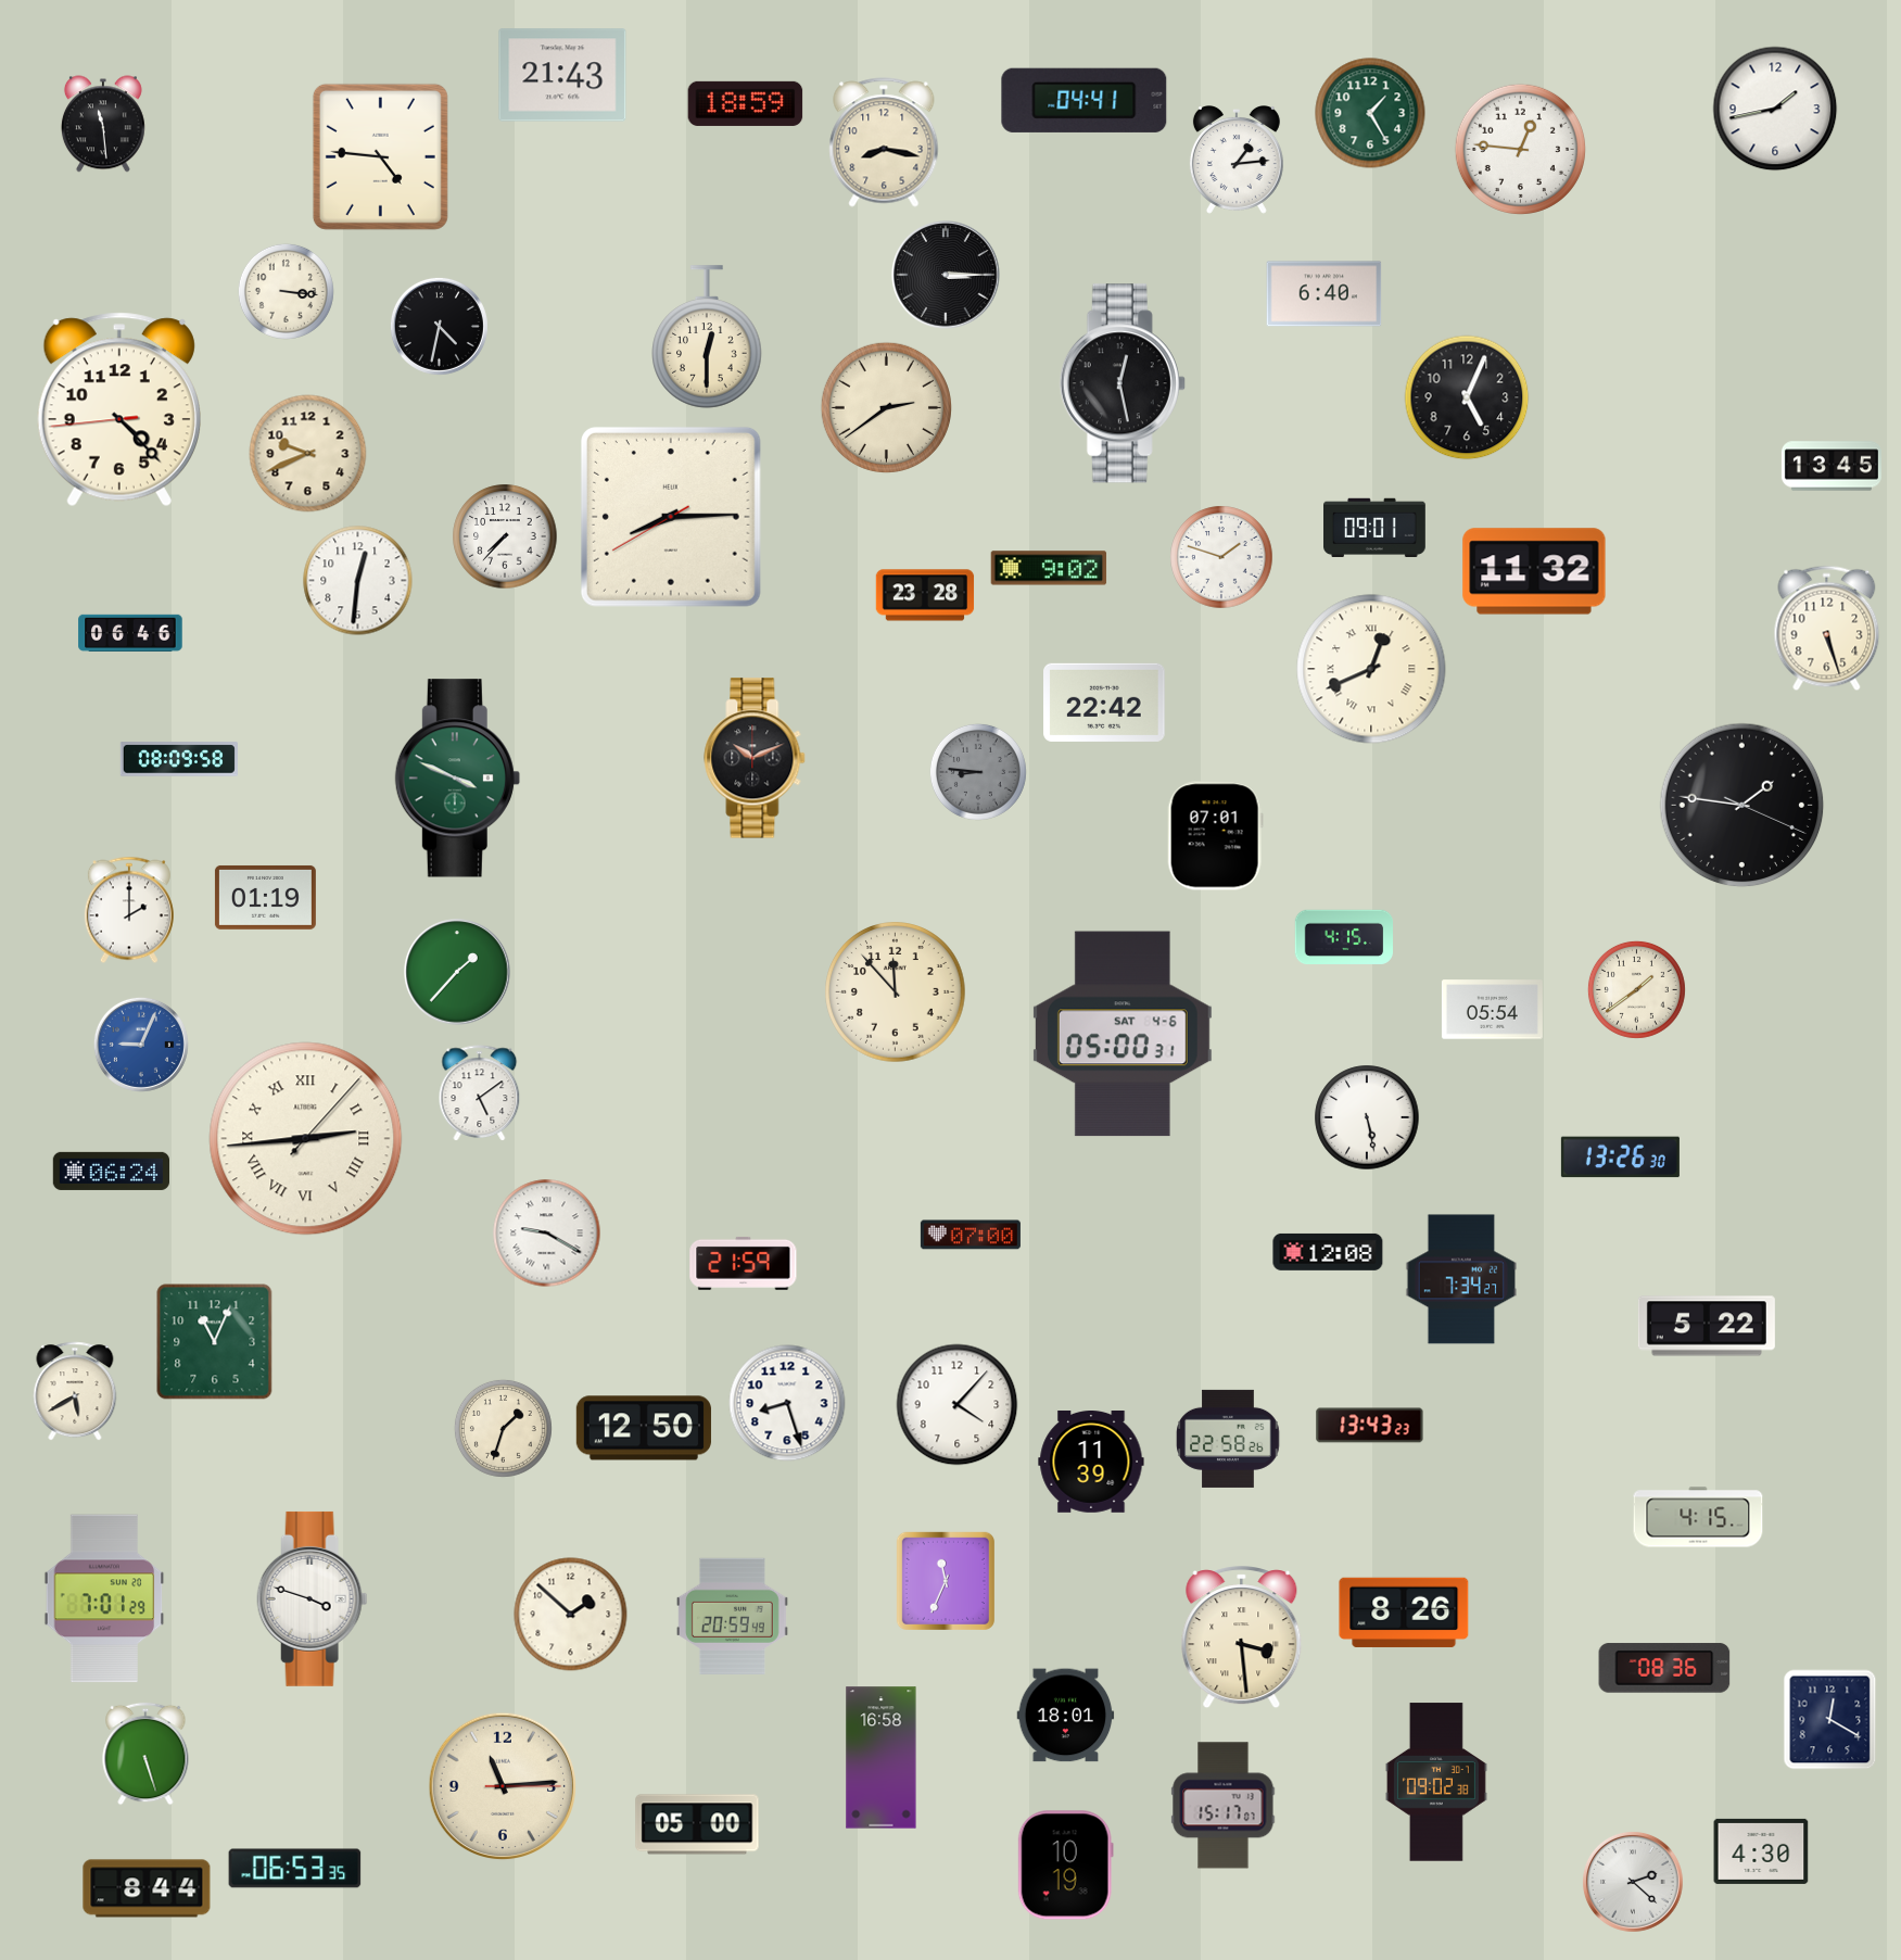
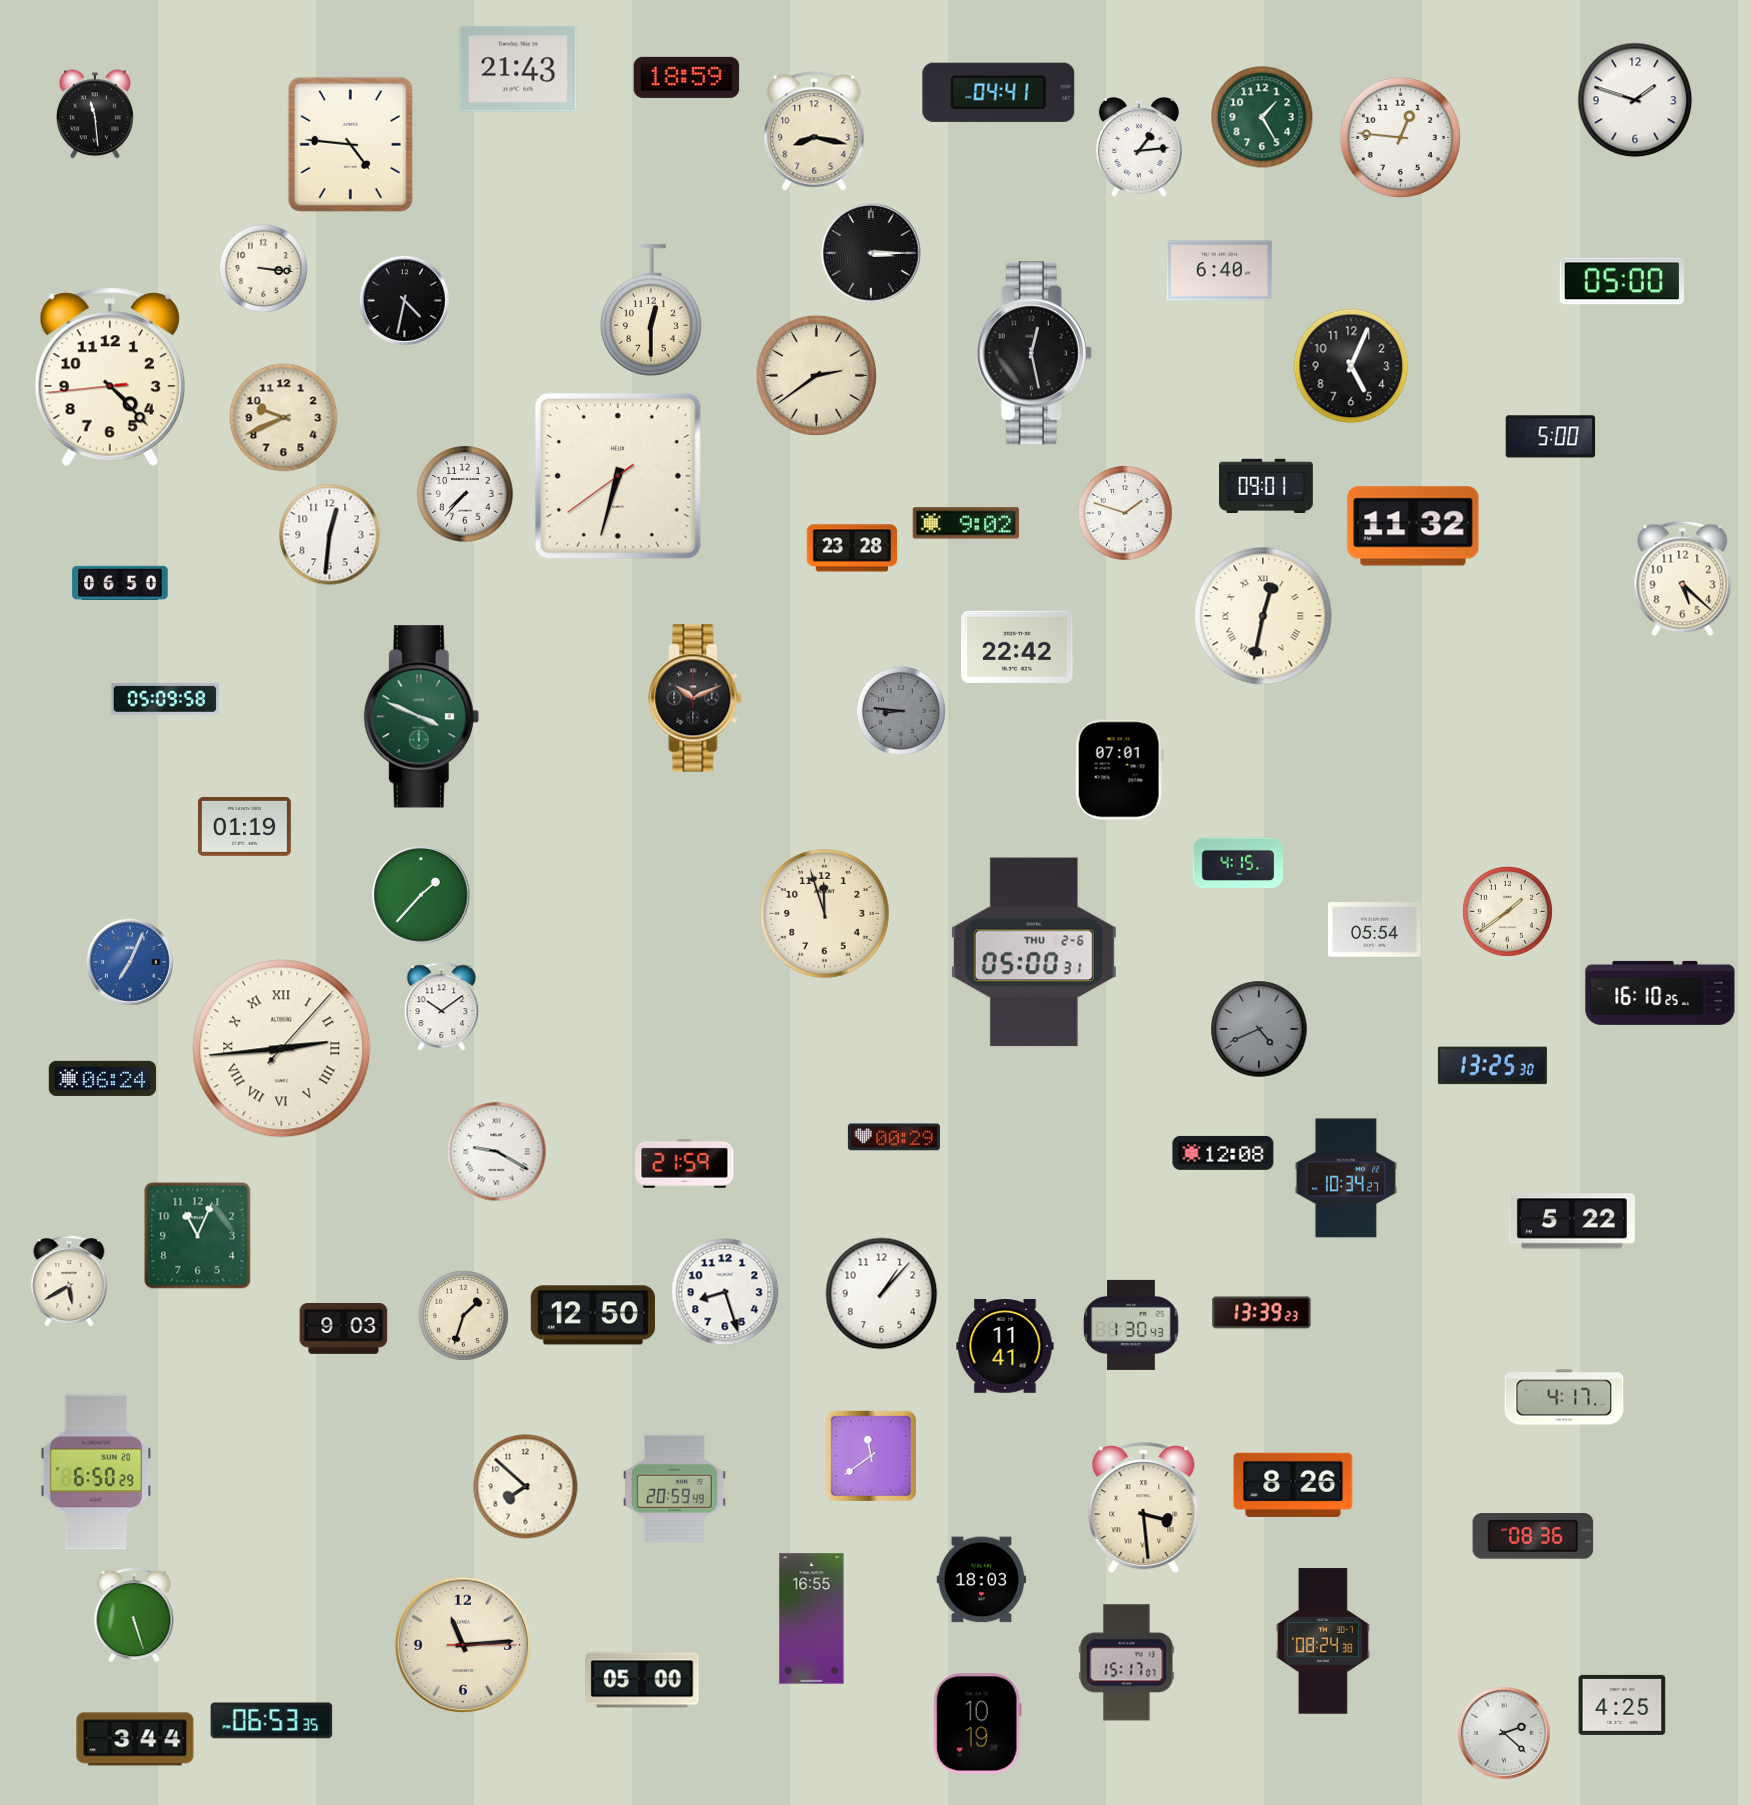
clock at (746, 103) position: (746, 103) -> (687, 77)
clock at (1775, 109): 1:43 -> 1:48
clock at (1370, 113) position: (1370, 113) -> (1262, 117)
clock at (1622, 281): none -> 05:00
clock at (1832, 466): 13:45 -> none
clock at (1551, 437): none -> 5:00
clock at (671, 517): 8:14 -> 6:32
clock at (1827, 629): 5:27 -> 5:22
clock at (130, 633): 06:46 -> 06:50
clock at (1371, 669): 12:41 -> 12:32
clock at (179, 759): 08:09 -> 05:09
clock at (1742, 806): 1:46 -> none
clock at (129, 910): 2:00 -> none
clock at (896, 992): 11:53 -> 11:57
clock at (1123, 1034) date: SAT 4-6 -> THU 2-6
clock at (141, 1045): 9:04 -> 7:04
clock at (1660, 993): none -> 16:10
clock at (480, 1092): 5:09 -> 10:09
clock at (1367, 1117): 5:28 -> 4:41
clock at (1367, 1117) dial: white -> grey
clock at (1620, 1158): 13:26 -> 13:25
clock at (547, 1234) position: (547, 1234) -> (497, 1152)
clock at (971, 1235): 07:00 -> 00:29
clock at (1461, 1279): 7:34 -> 10:34
clock at (958, 1405): 4:07 -> 1:07
clock at (1370, 1426): 13:43 -> 13:39
clock at (1228, 1439): 22:58 -> 1:30
clock at (344, 1329): none -> 9:03
clock at (1091, 1463): 11:39 -> 11:41
clock at (1698, 1517): 4:15 -> 4:17
clock at (946, 1581): 11:34 -> 11:39
clock at (104, 1598): 7:01 -> 6:50
clock at (313, 1598): 3:48 -> none
clock at (571, 1615): 1:52 -> 7:52
clock at (1066, 1716): 18:01 -> 18:03
clock at (1830, 1720): 12:20 -> none
clock at (882, 1758): 16:58 -> 16:55
clock at (1436, 1782): 09:02 -> 08:24
clock at (1761, 1851): 4:30 -> 4:25
clock at (1065, 1866) position: (1065, 1866) -> (977, 1724)
clock at (147, 1888): 8:44 -> 3:44
